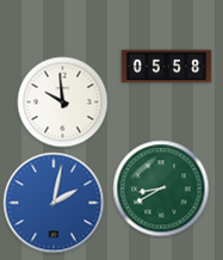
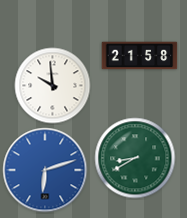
clock at (167, 67): 05:58 -> 21:58
clock at (54, 203): 2:02 -> 6:12
